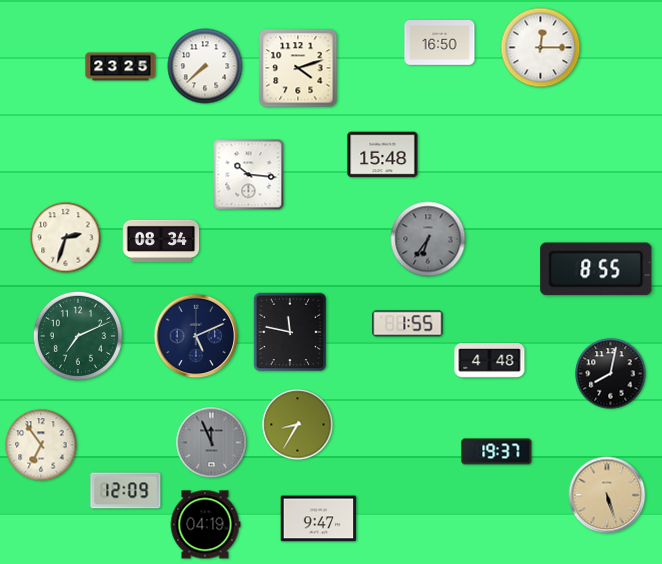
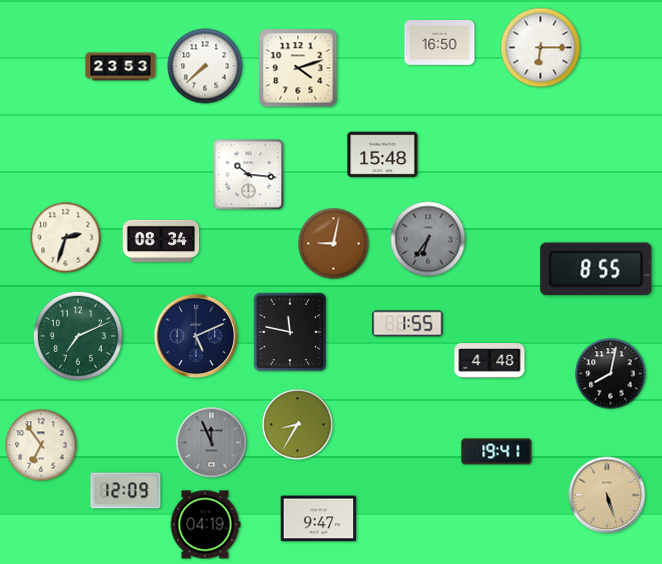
clock at (541, 48): 12:15 -> 6:15
clock at (121, 67): 23:25 -> 23:53
clock at (334, 244): none -> 9:02
clock at (497, 452): 19:37 -> 19:41
